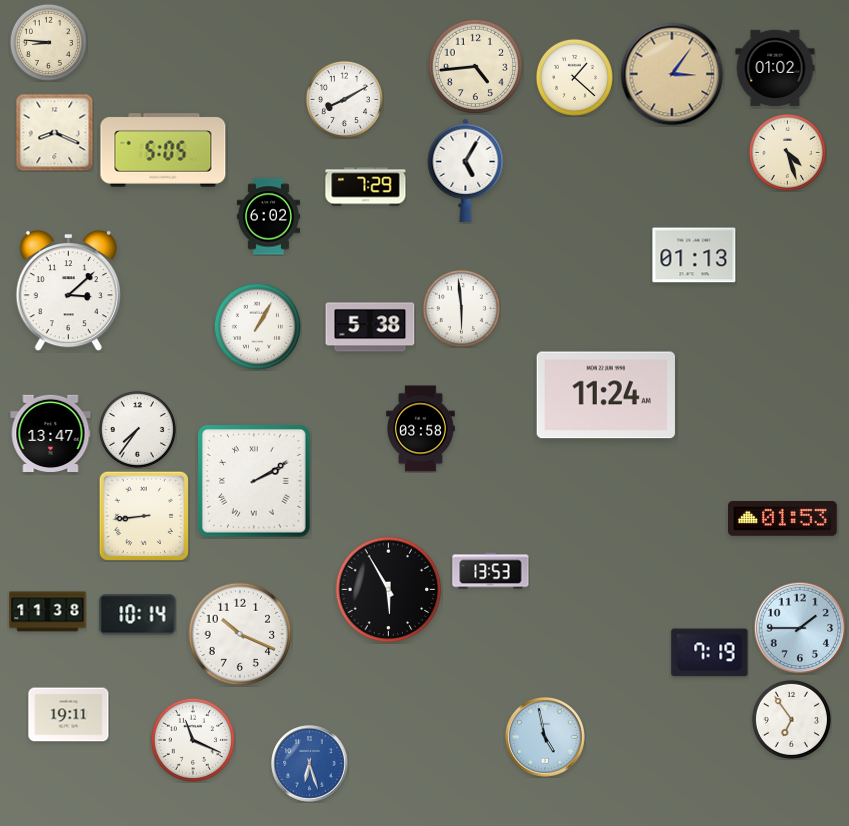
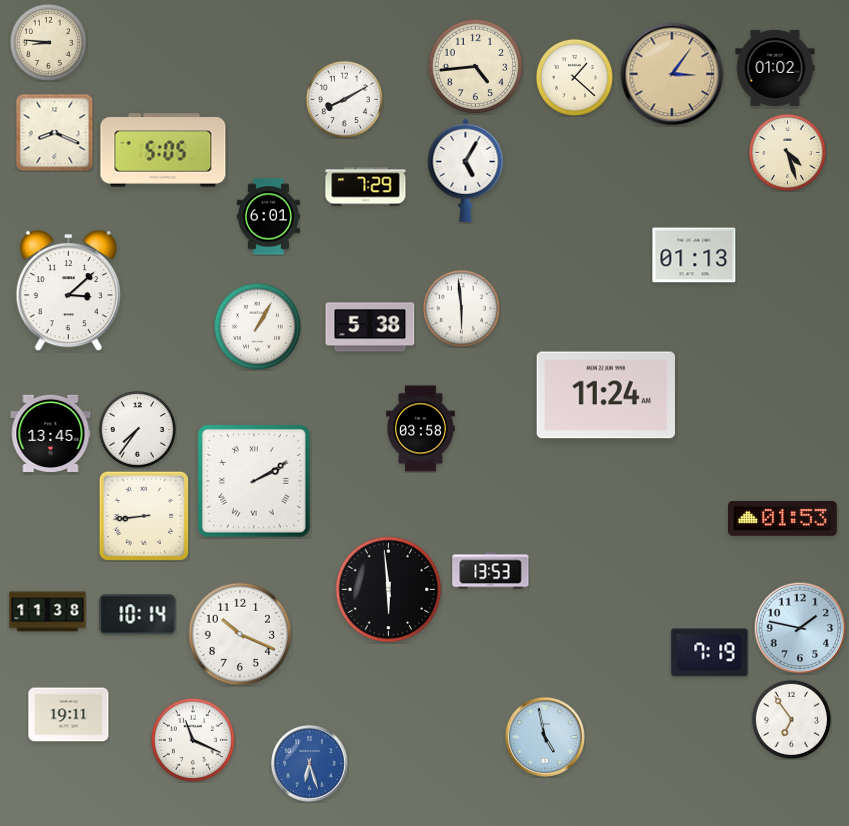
clock at (268, 217): 6:02 -> 6:01
clock at (51, 433): 13:47 -> 13:45
clock at (389, 590): 5:55 -> 5:59
clock at (800, 628): 1:45 -> 1:47
